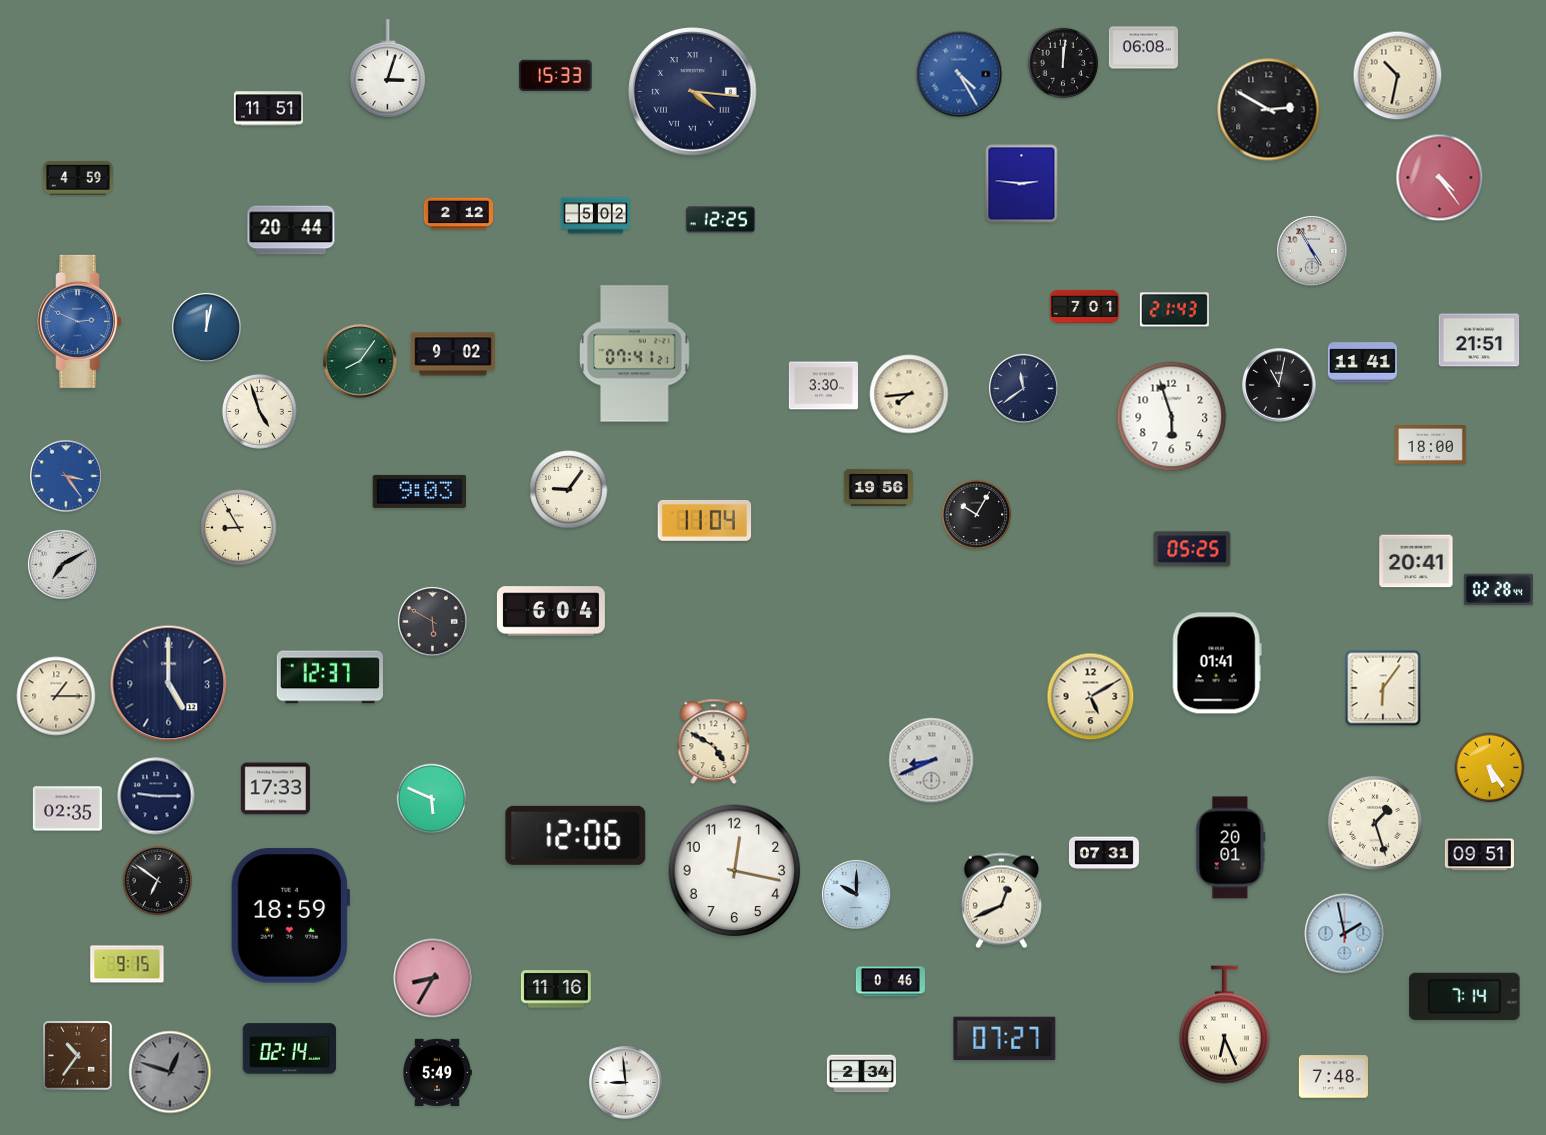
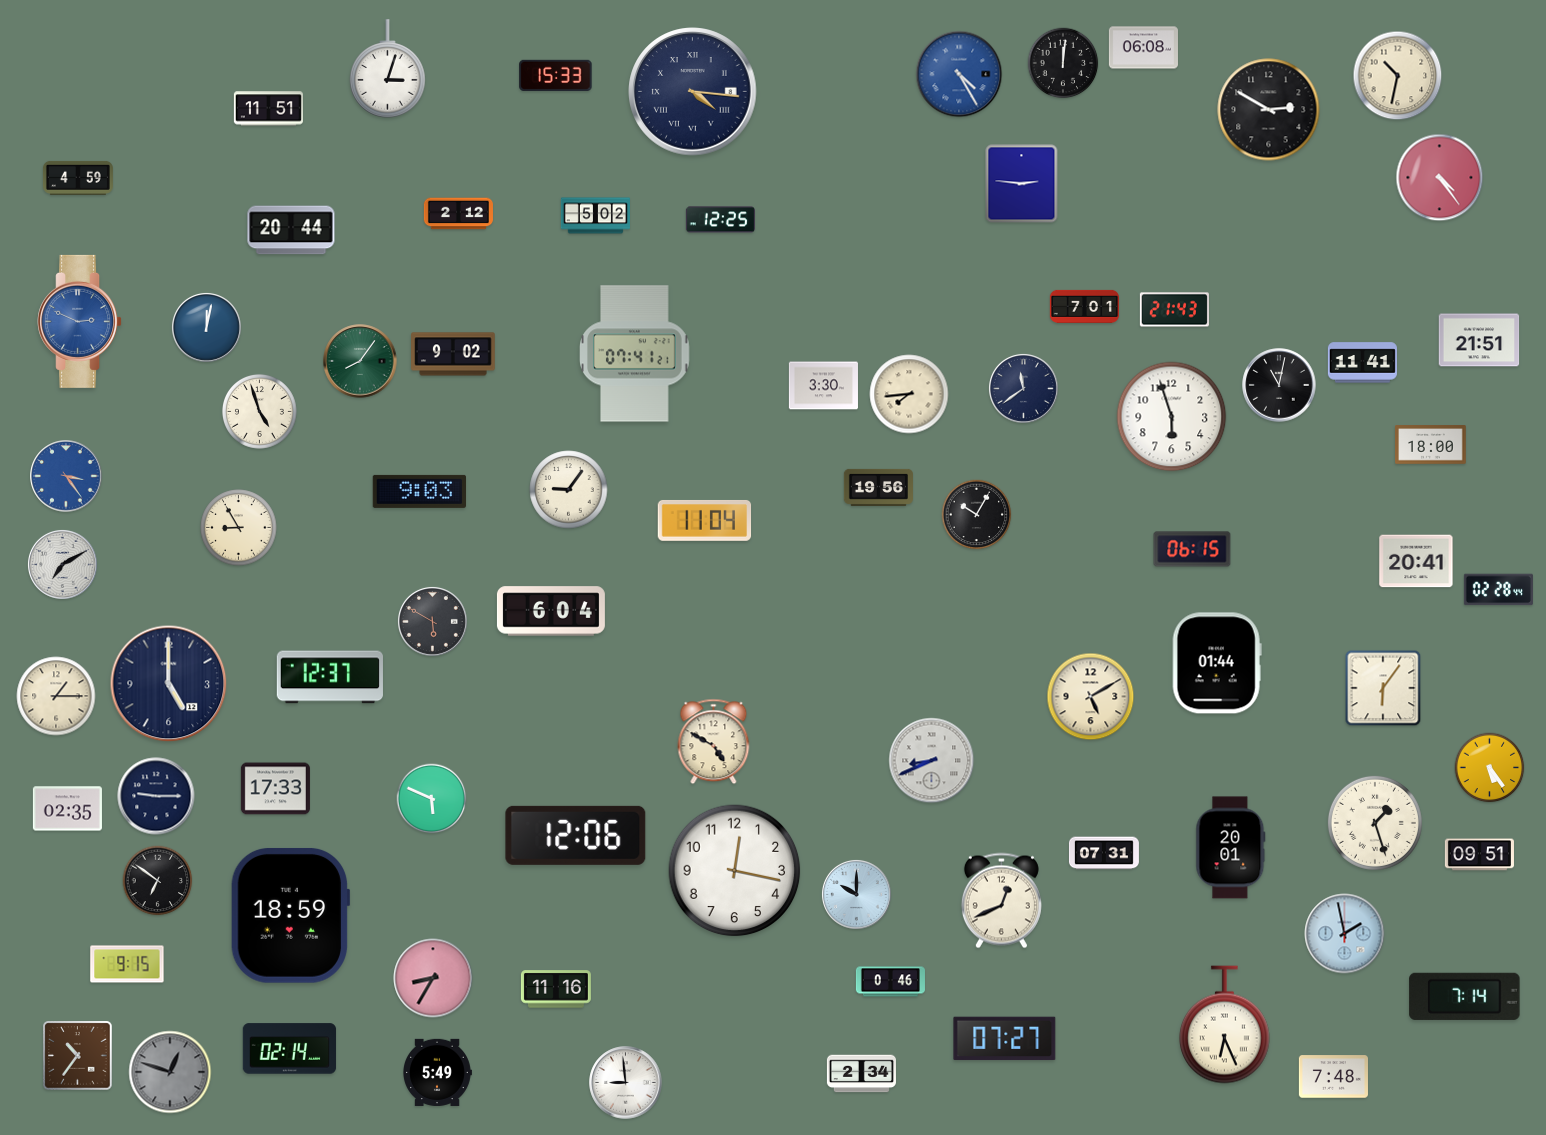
clock at (1313, 252): 4:55 -> none
clock at (1192, 549): 05:25 -> 06:15
clock at (1217, 663): 01:41 -> 01:44
